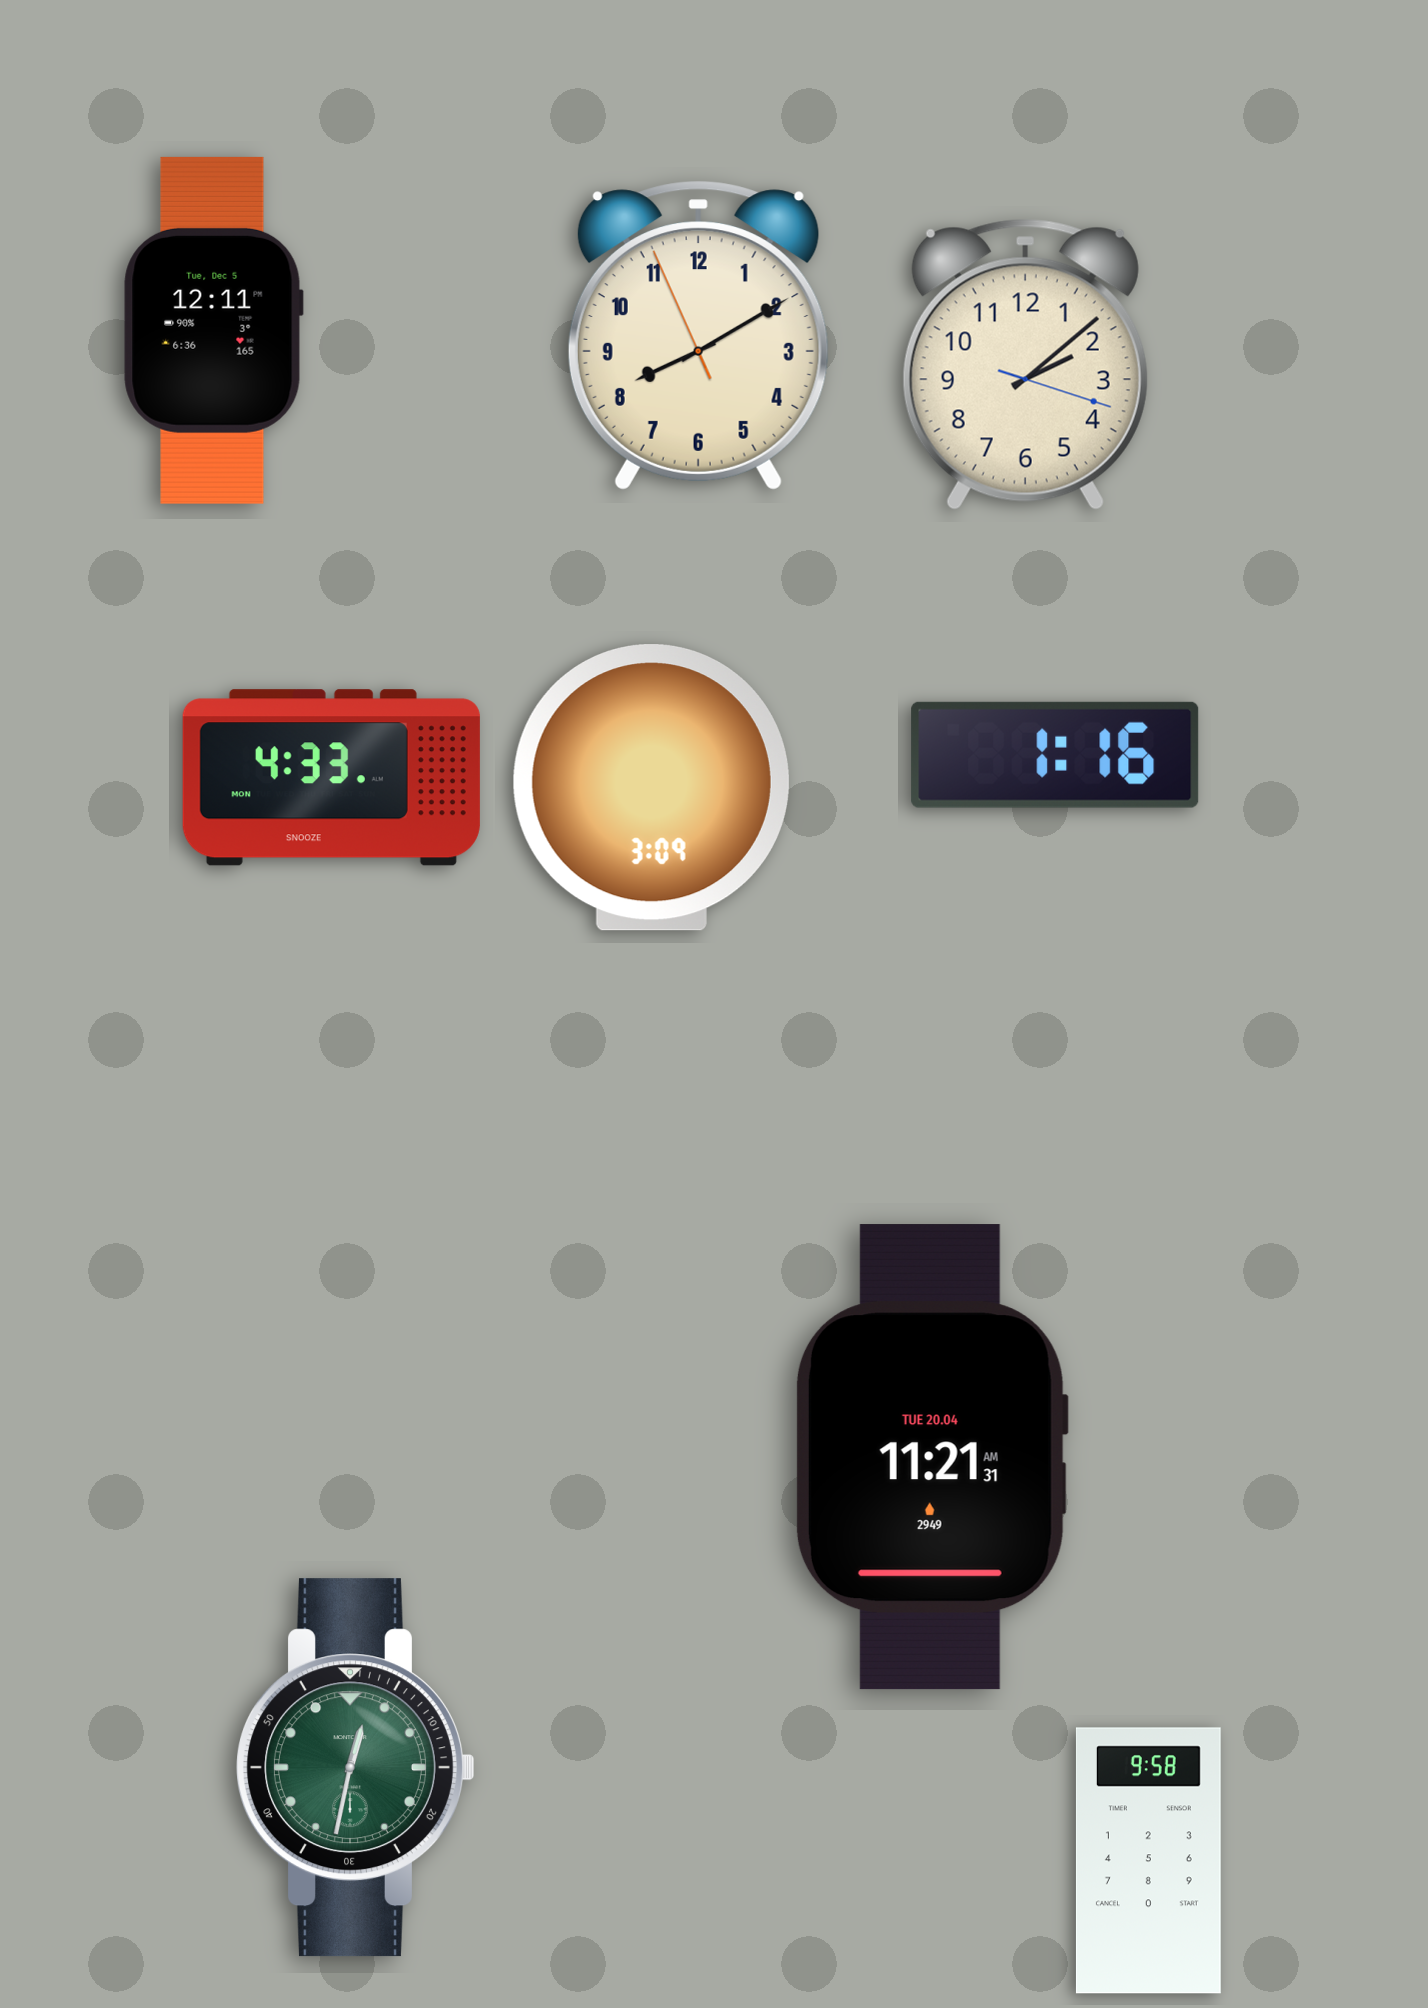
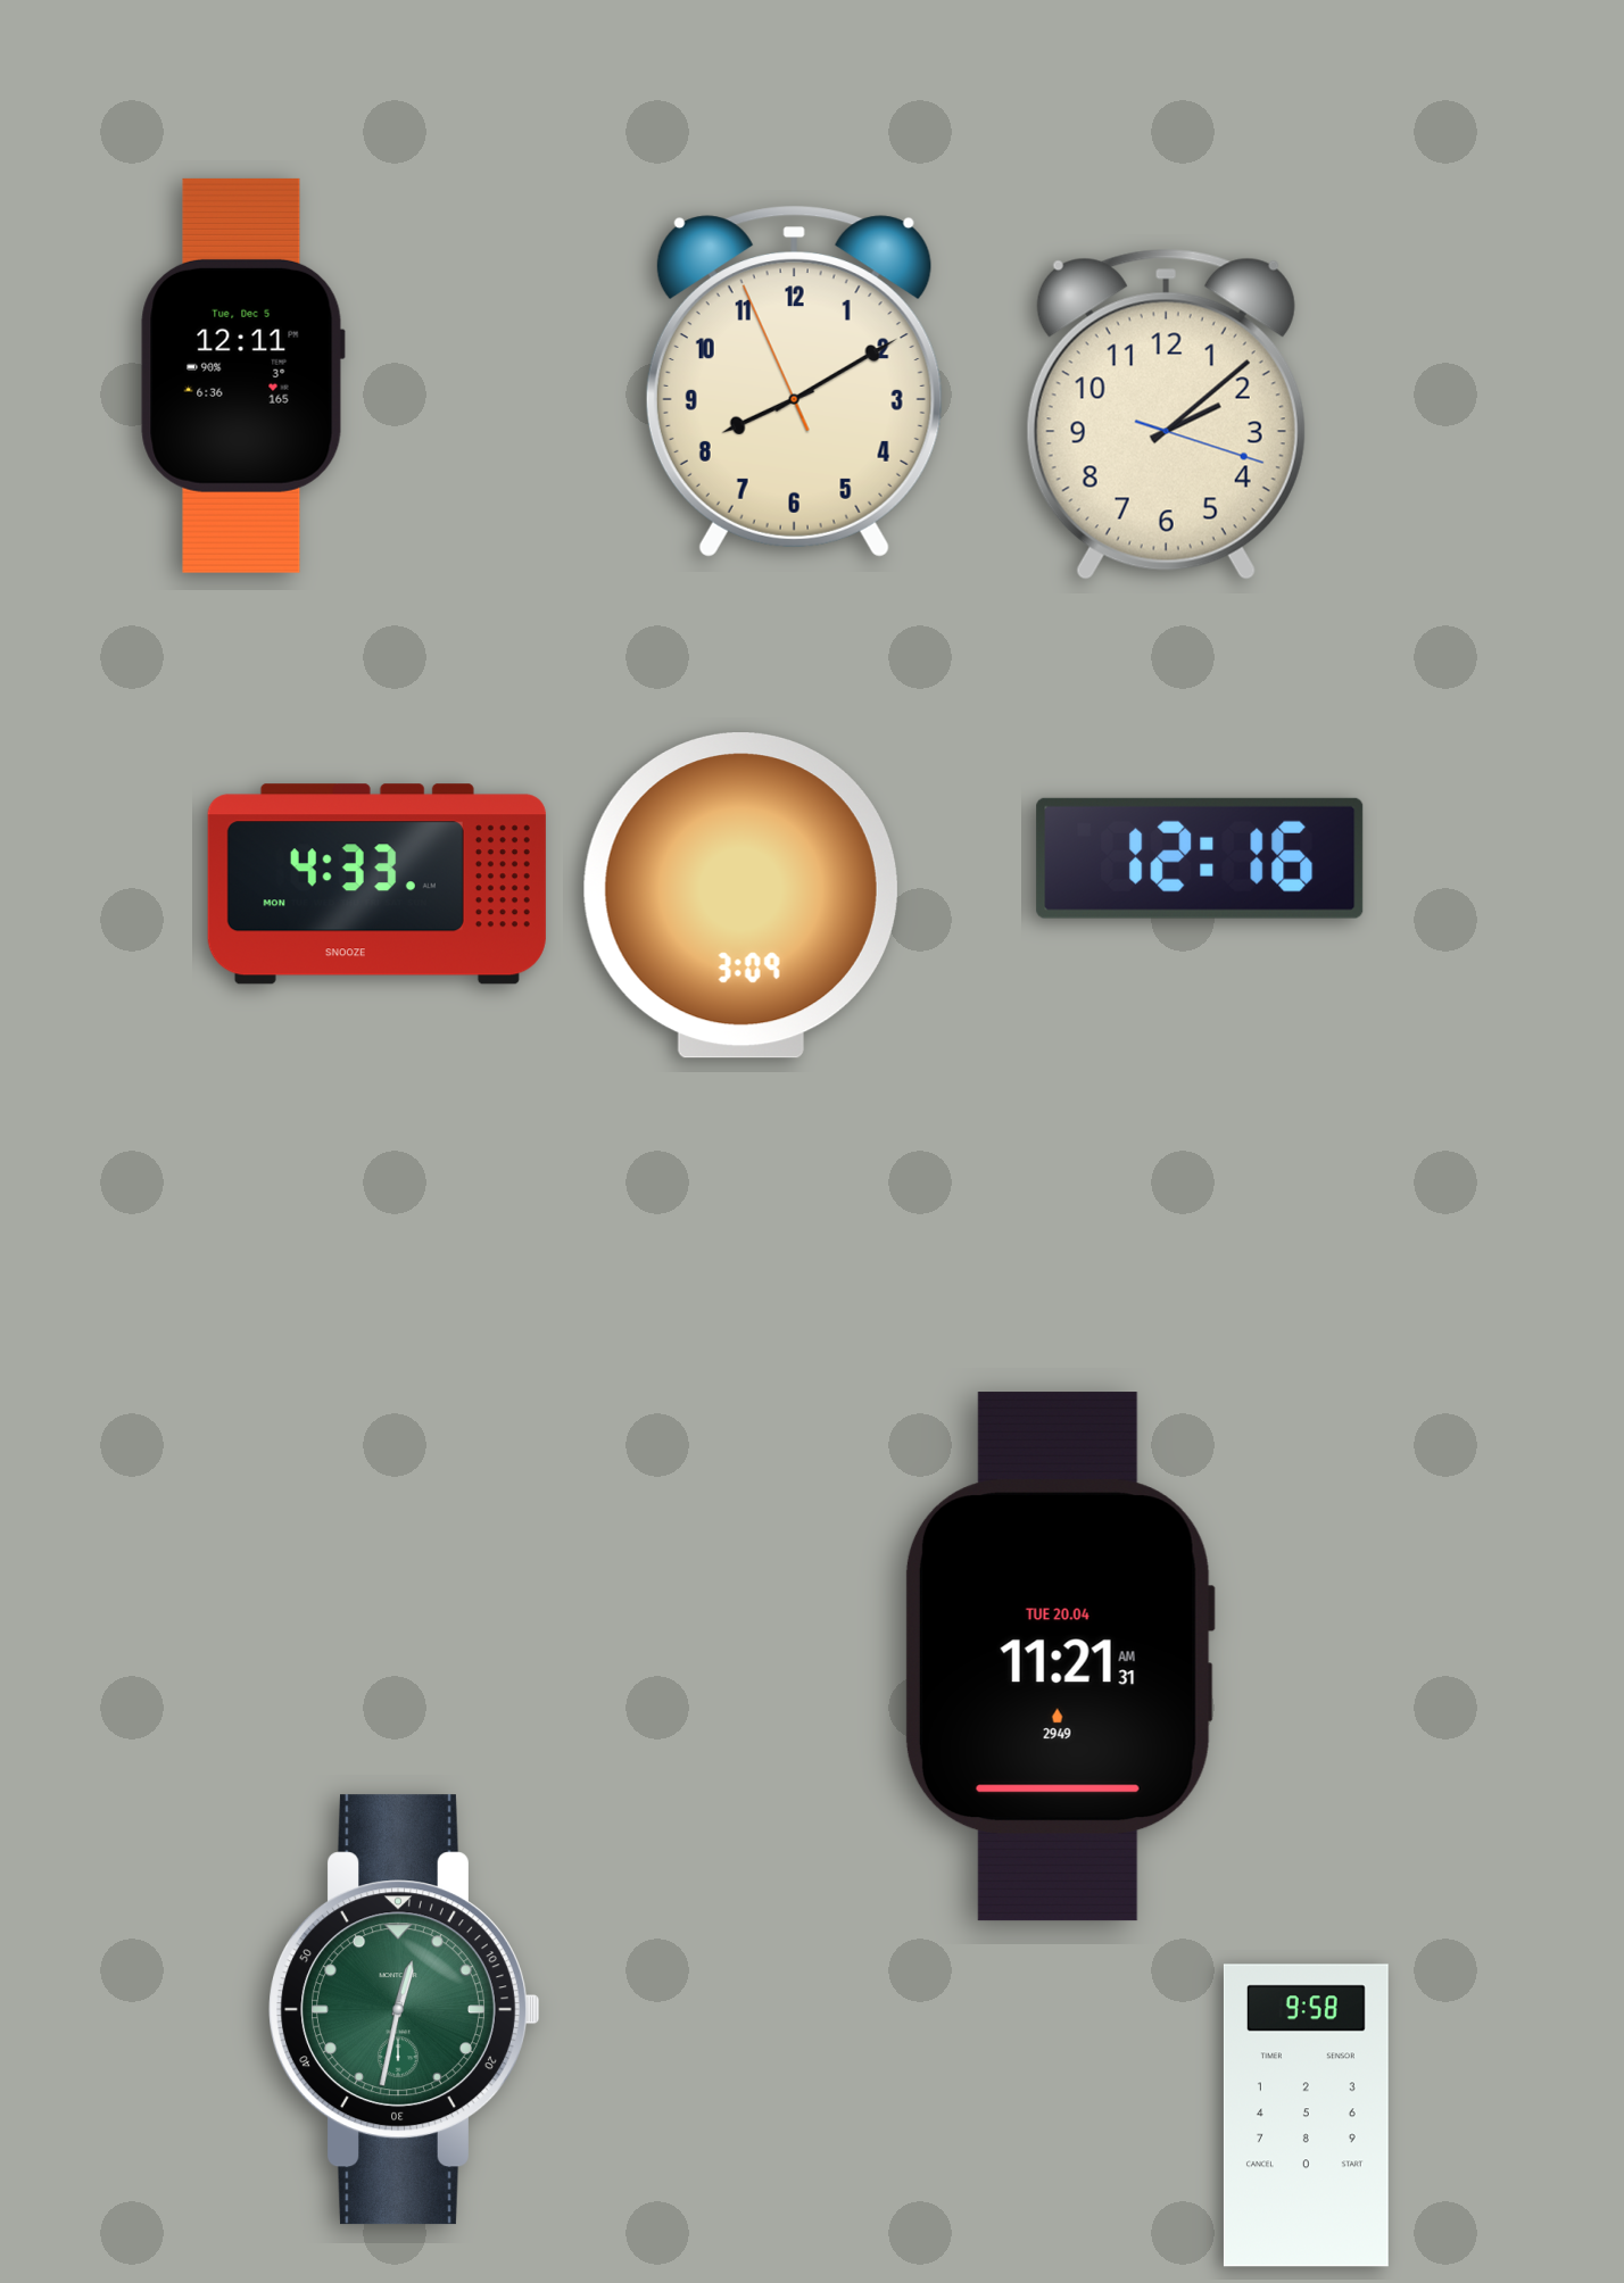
clock at (1055, 755): 1:16 -> 12:16
